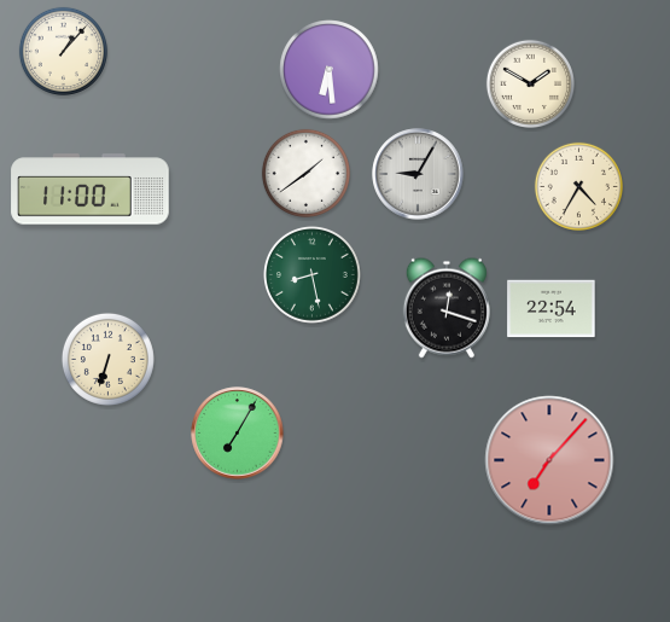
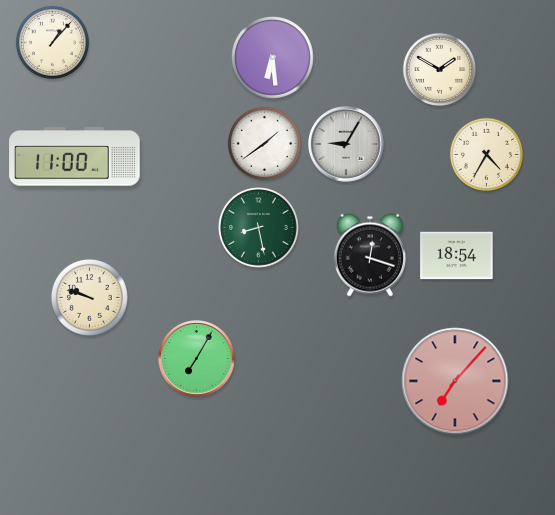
clock at (305, 173) position: (305, 173) -> (264, 143)
clock at (578, 186) position: (578, 186) -> (486, 154)
clock at (552, 309): 22:54 -> 18:54
clock at (107, 359): 6:33 -> 9:48
